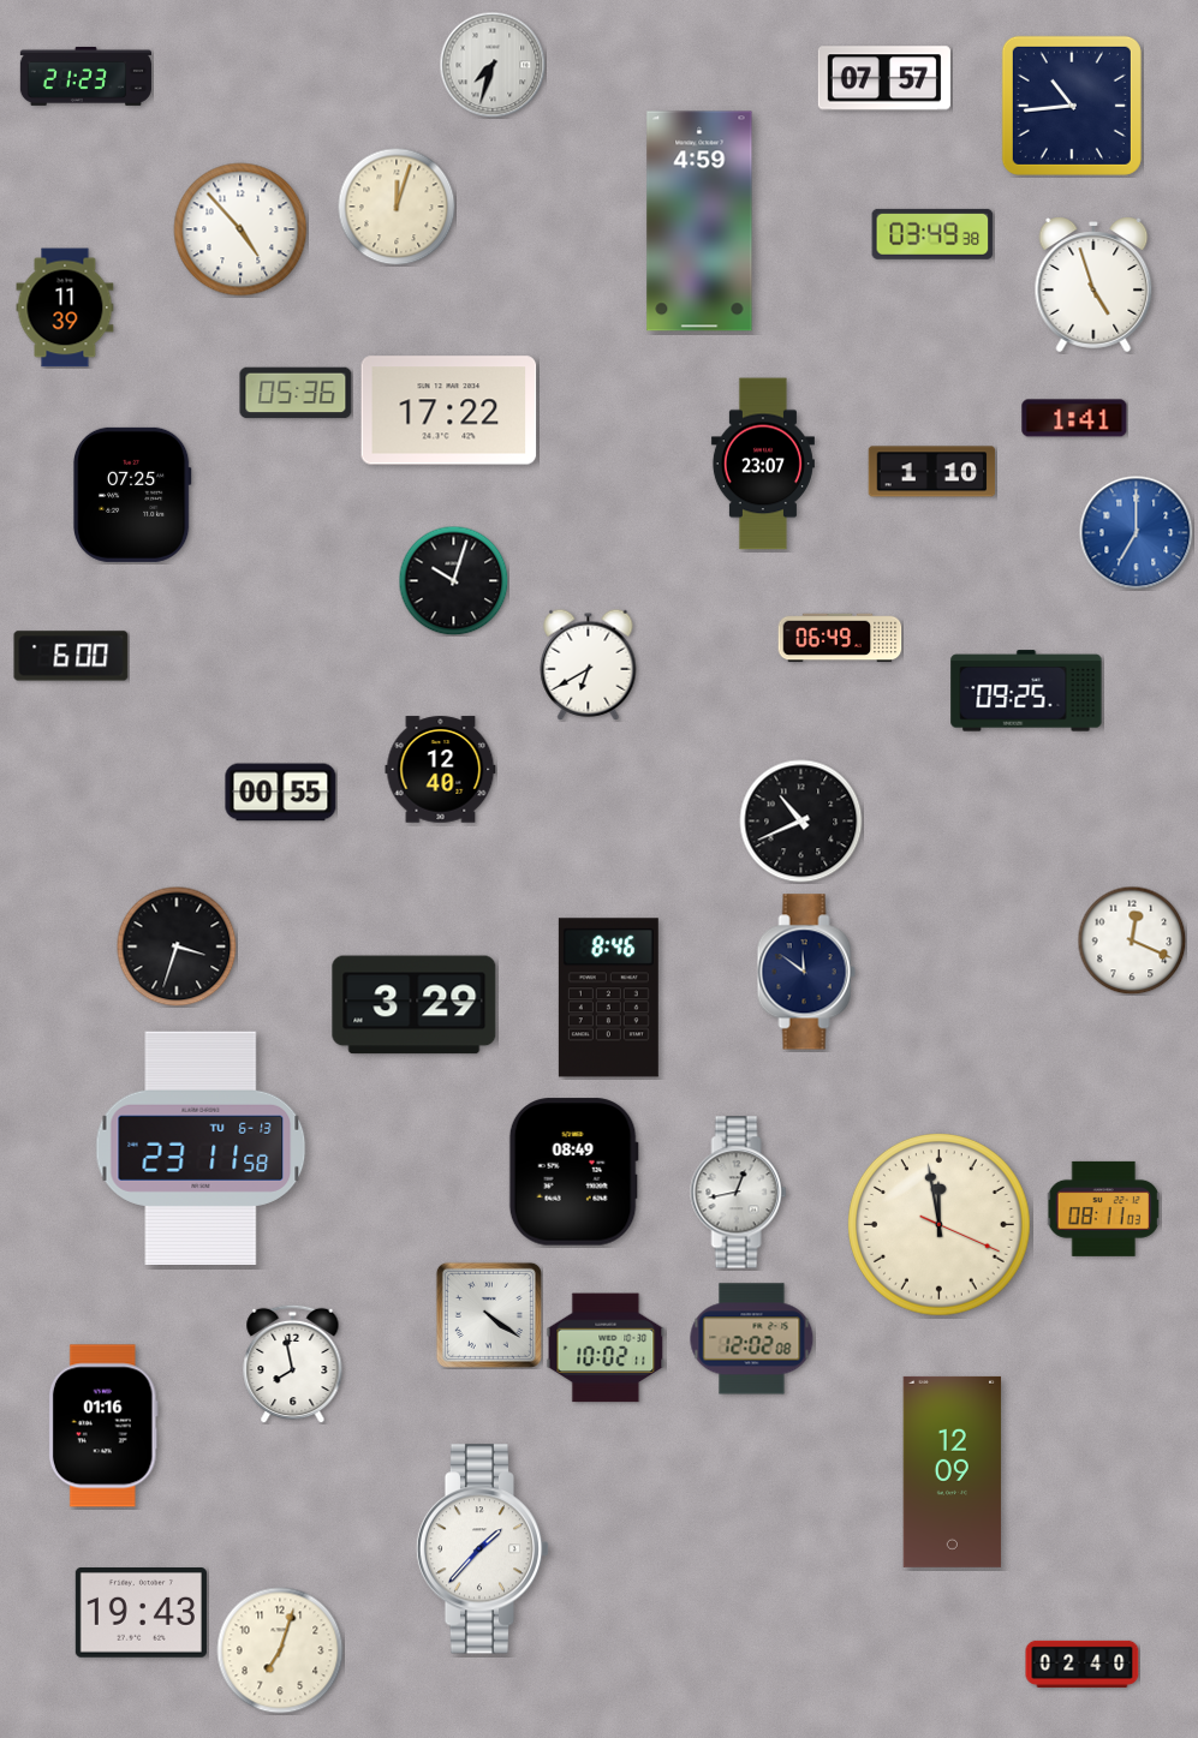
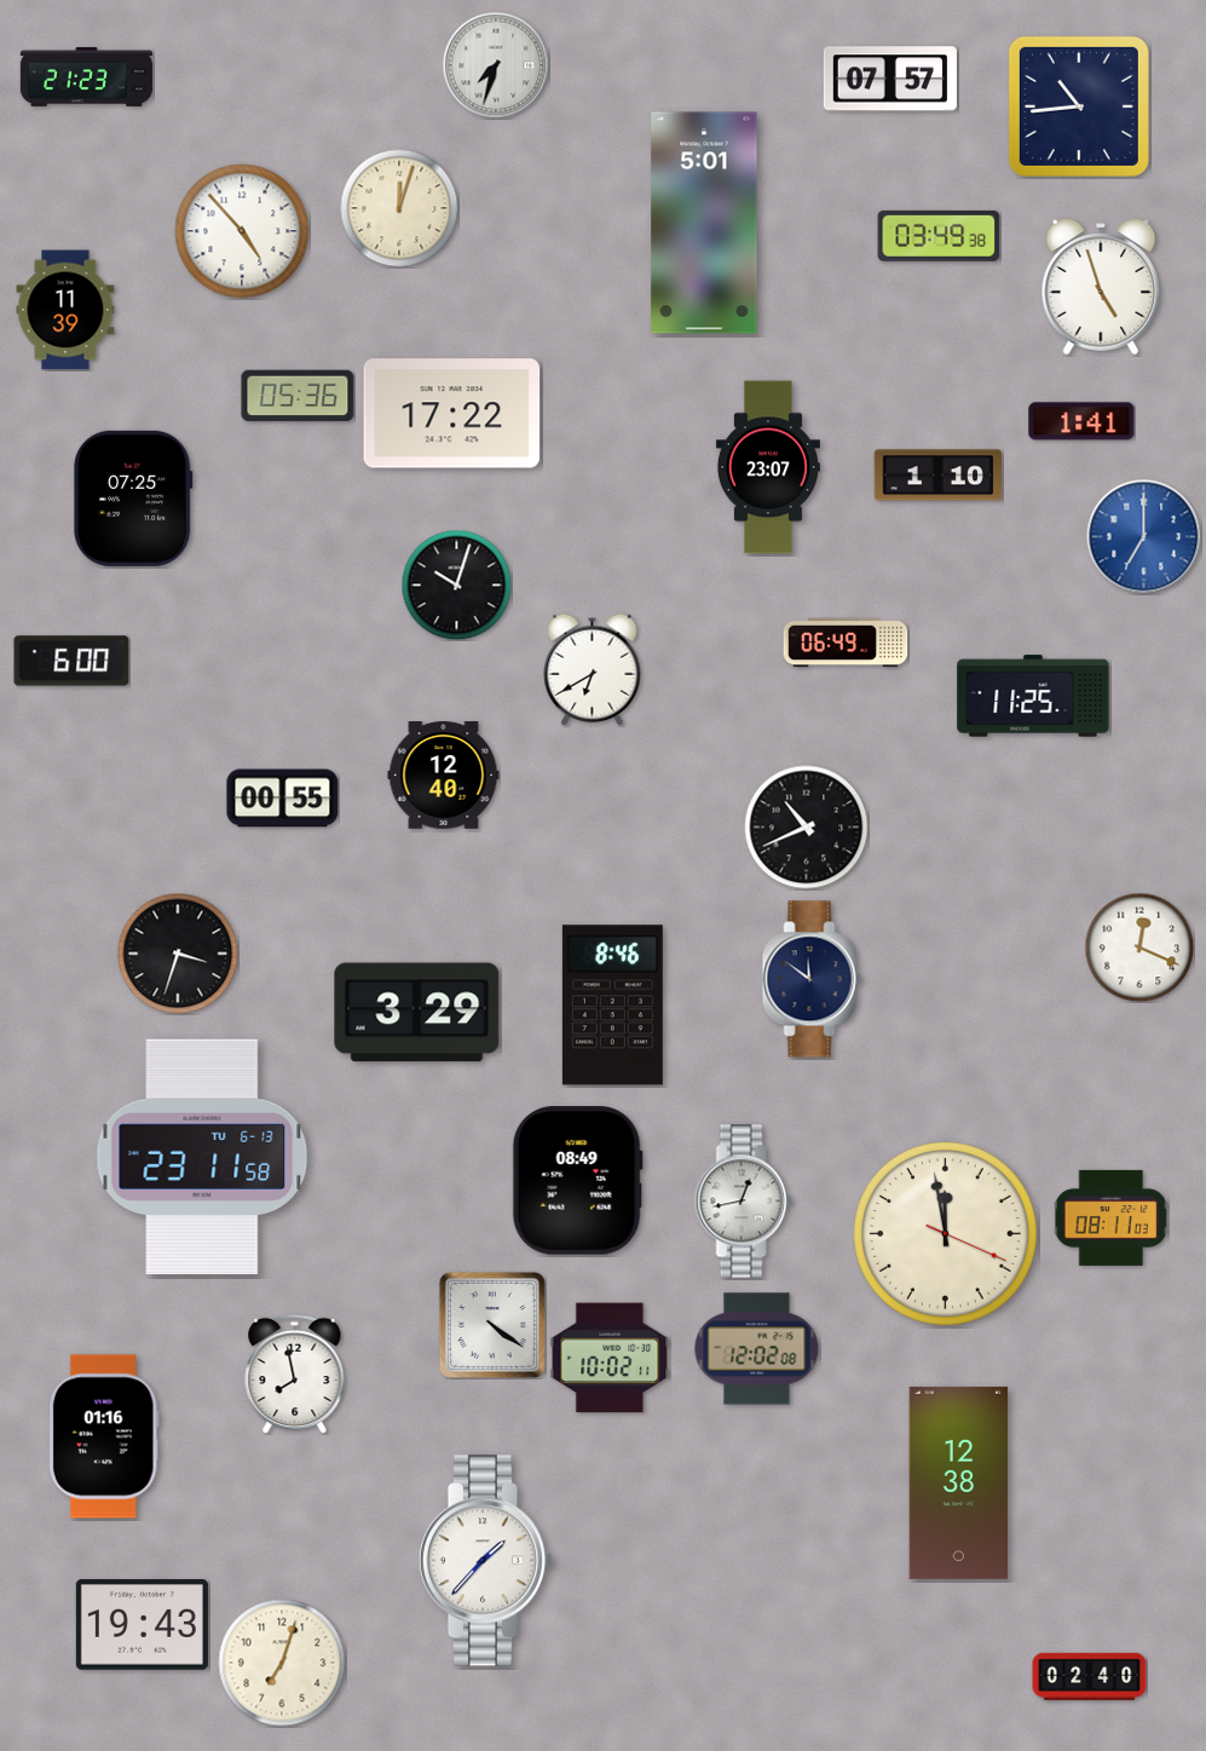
clock at (699, 221): 4:59 -> 5:01
clock at (1026, 691): 09:25 -> 11:25
clock at (953, 1471): 12:09 -> 12:38
